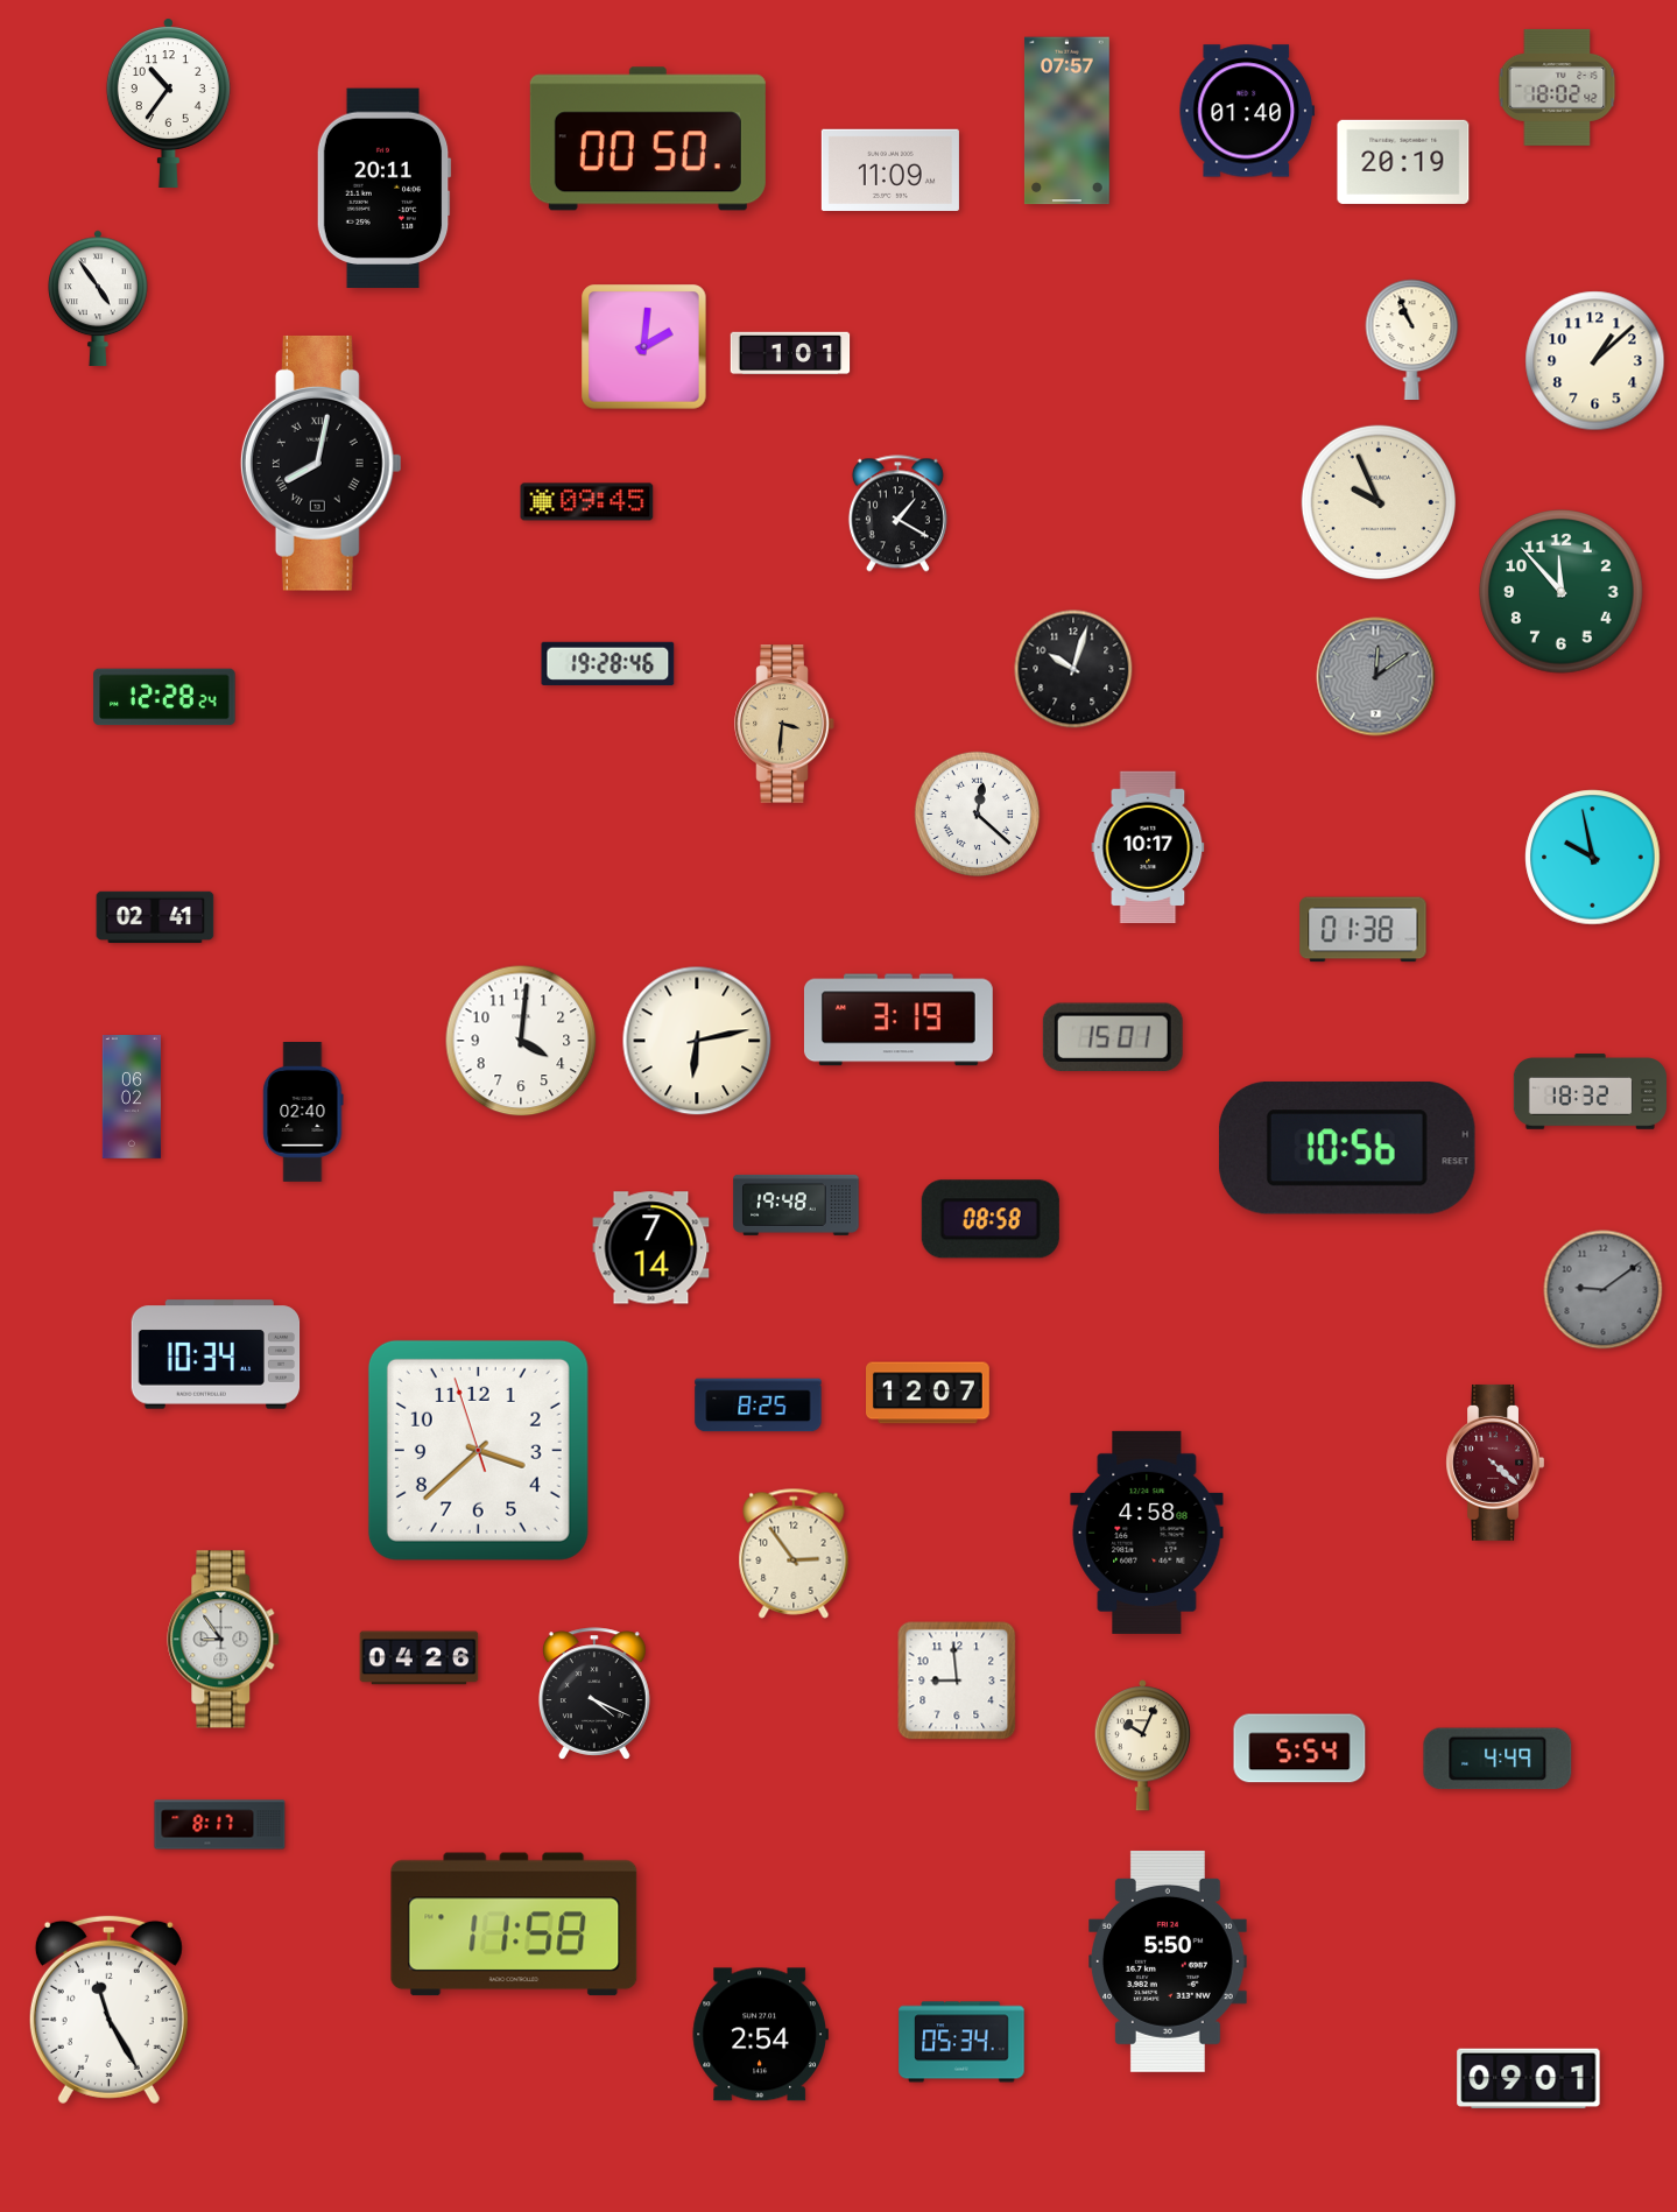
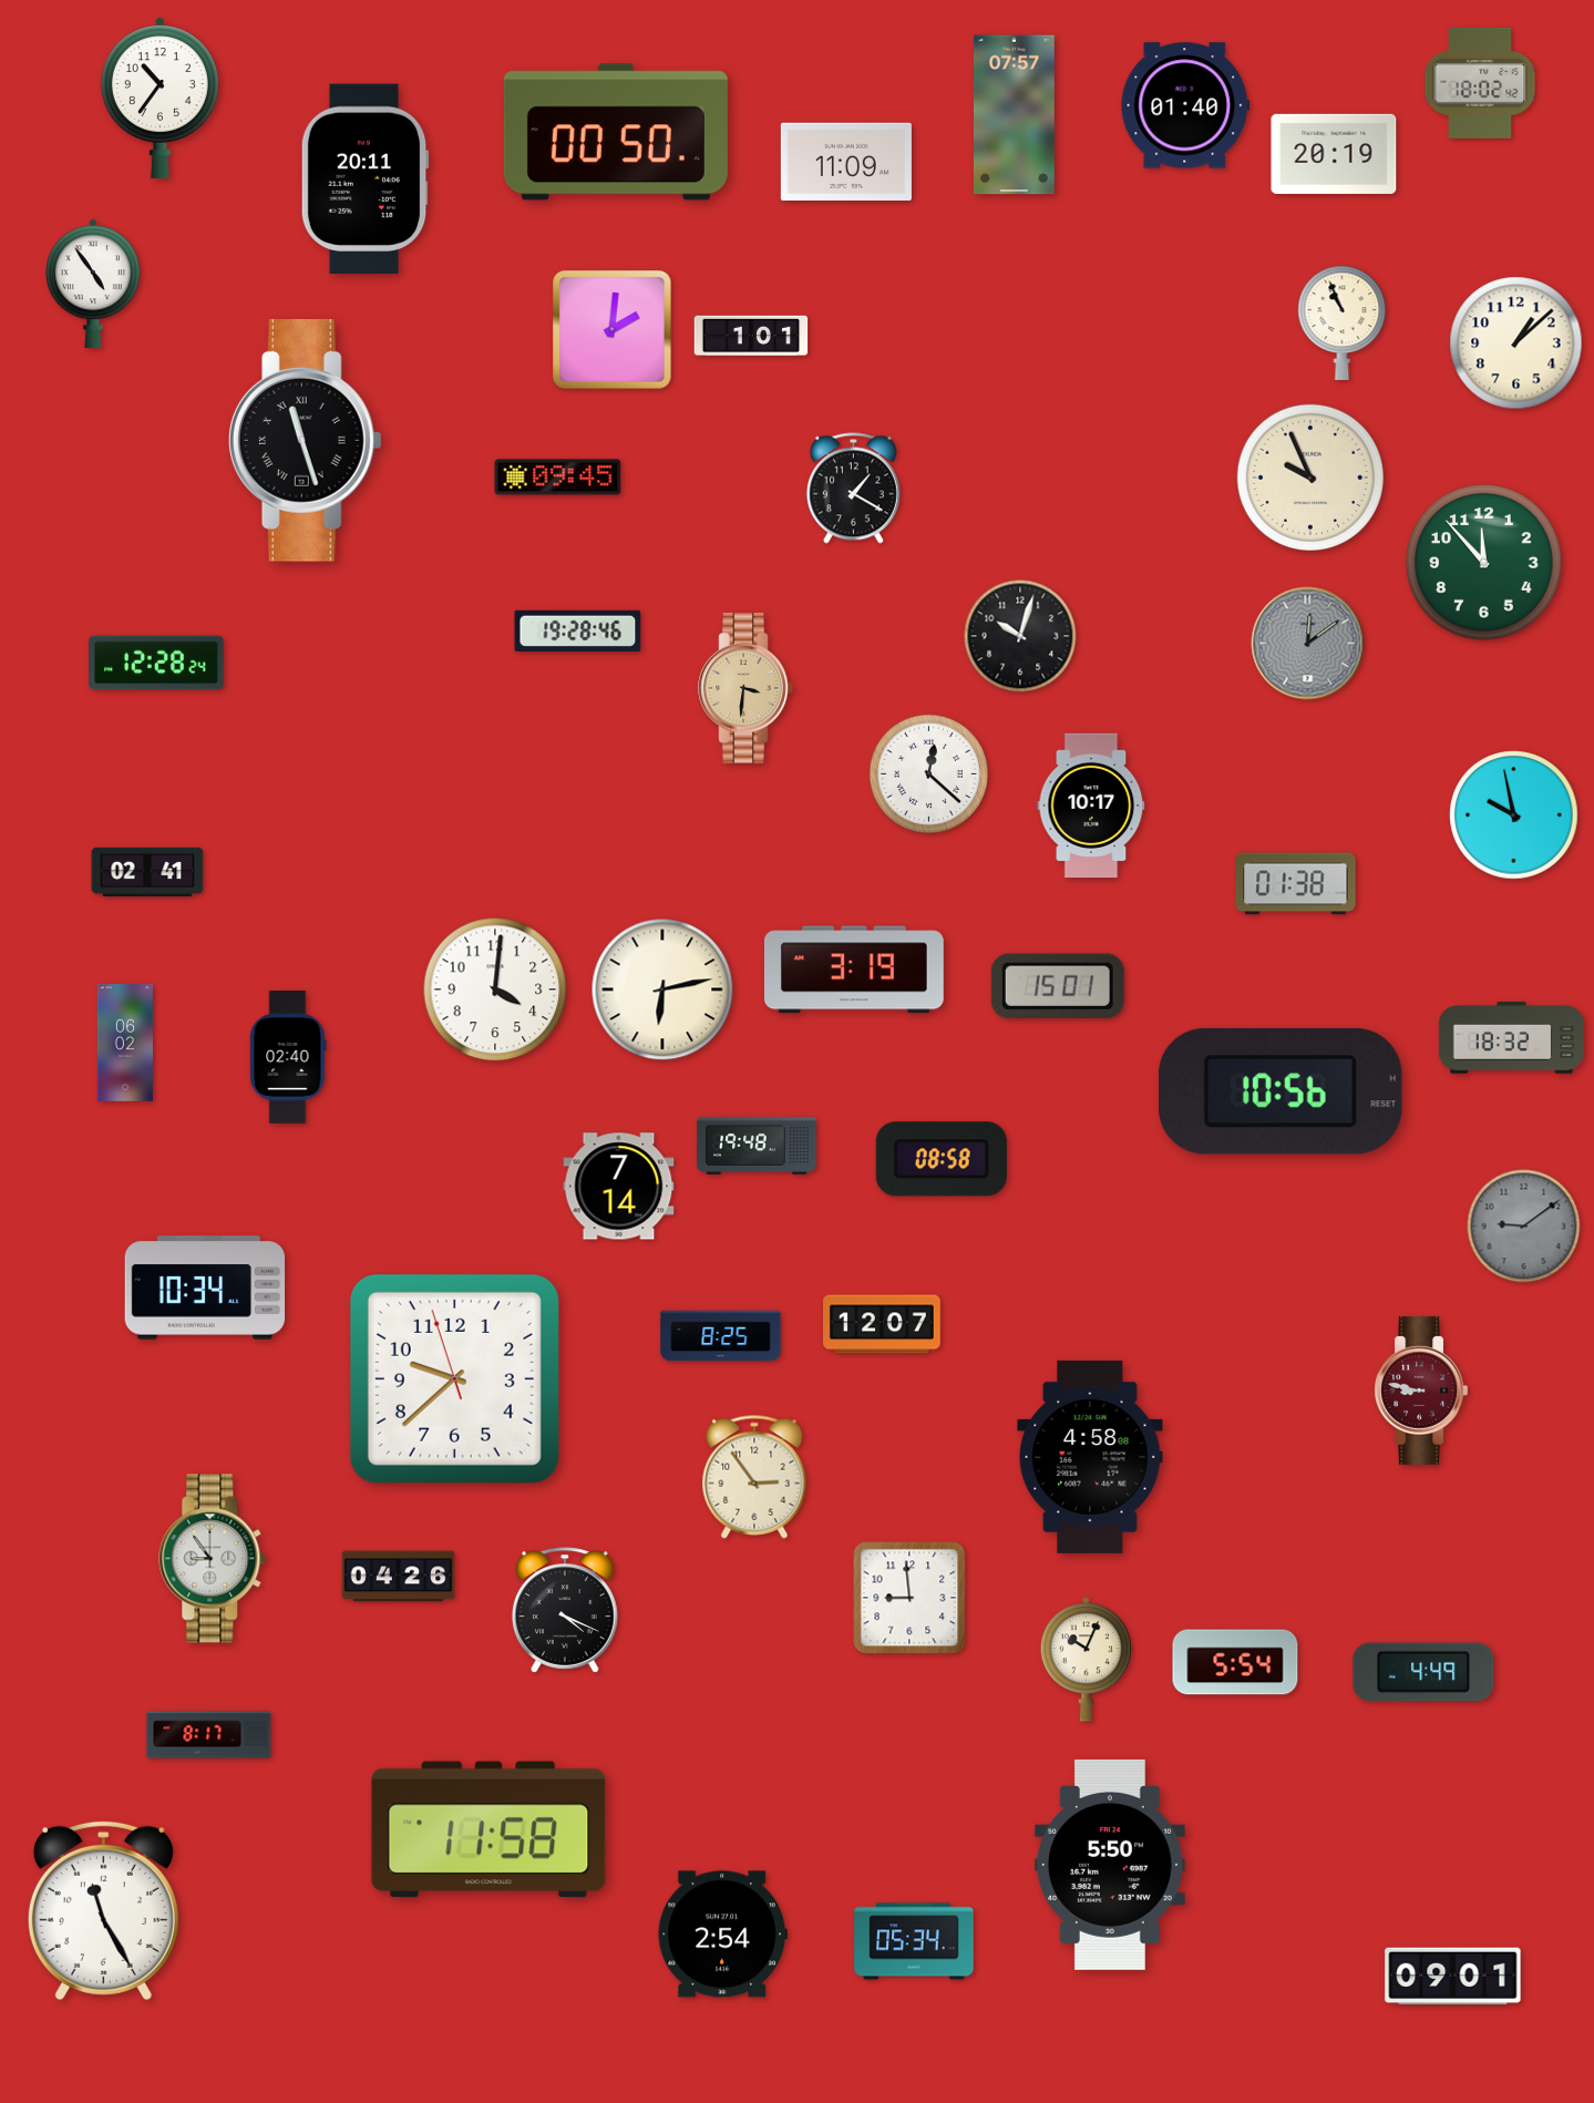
clock at (320, 463): 8:02 -> 11:27
clock at (478, 1450): 3:37 -> 9:37
clock at (1495, 1463): 4:22 -> 8:47
